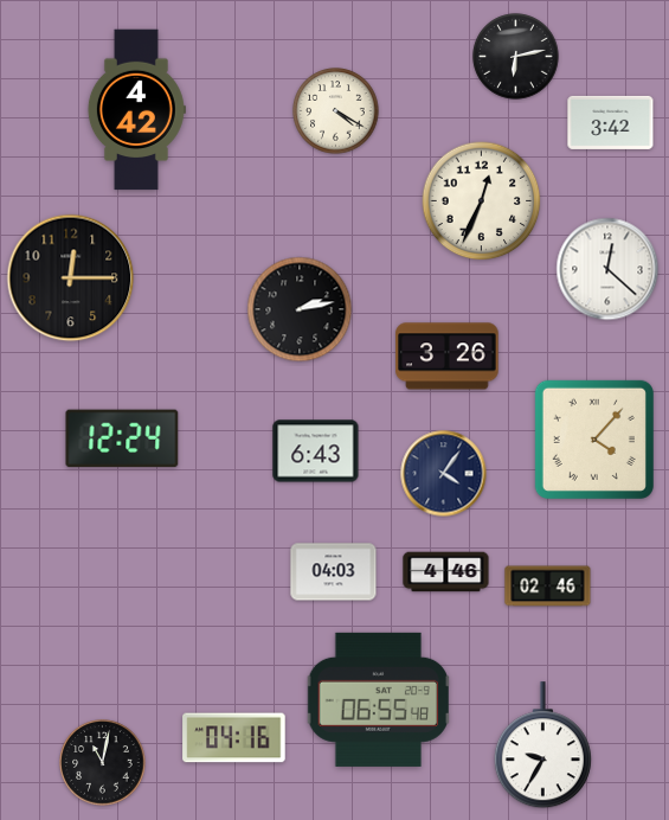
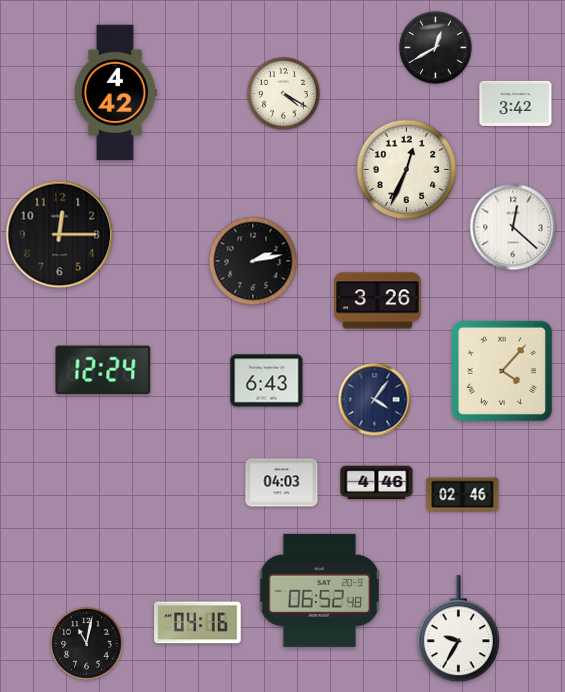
clock at (516, 57): 6:13 -> 12:40
clock at (378, 699): 06:55 -> 06:52
